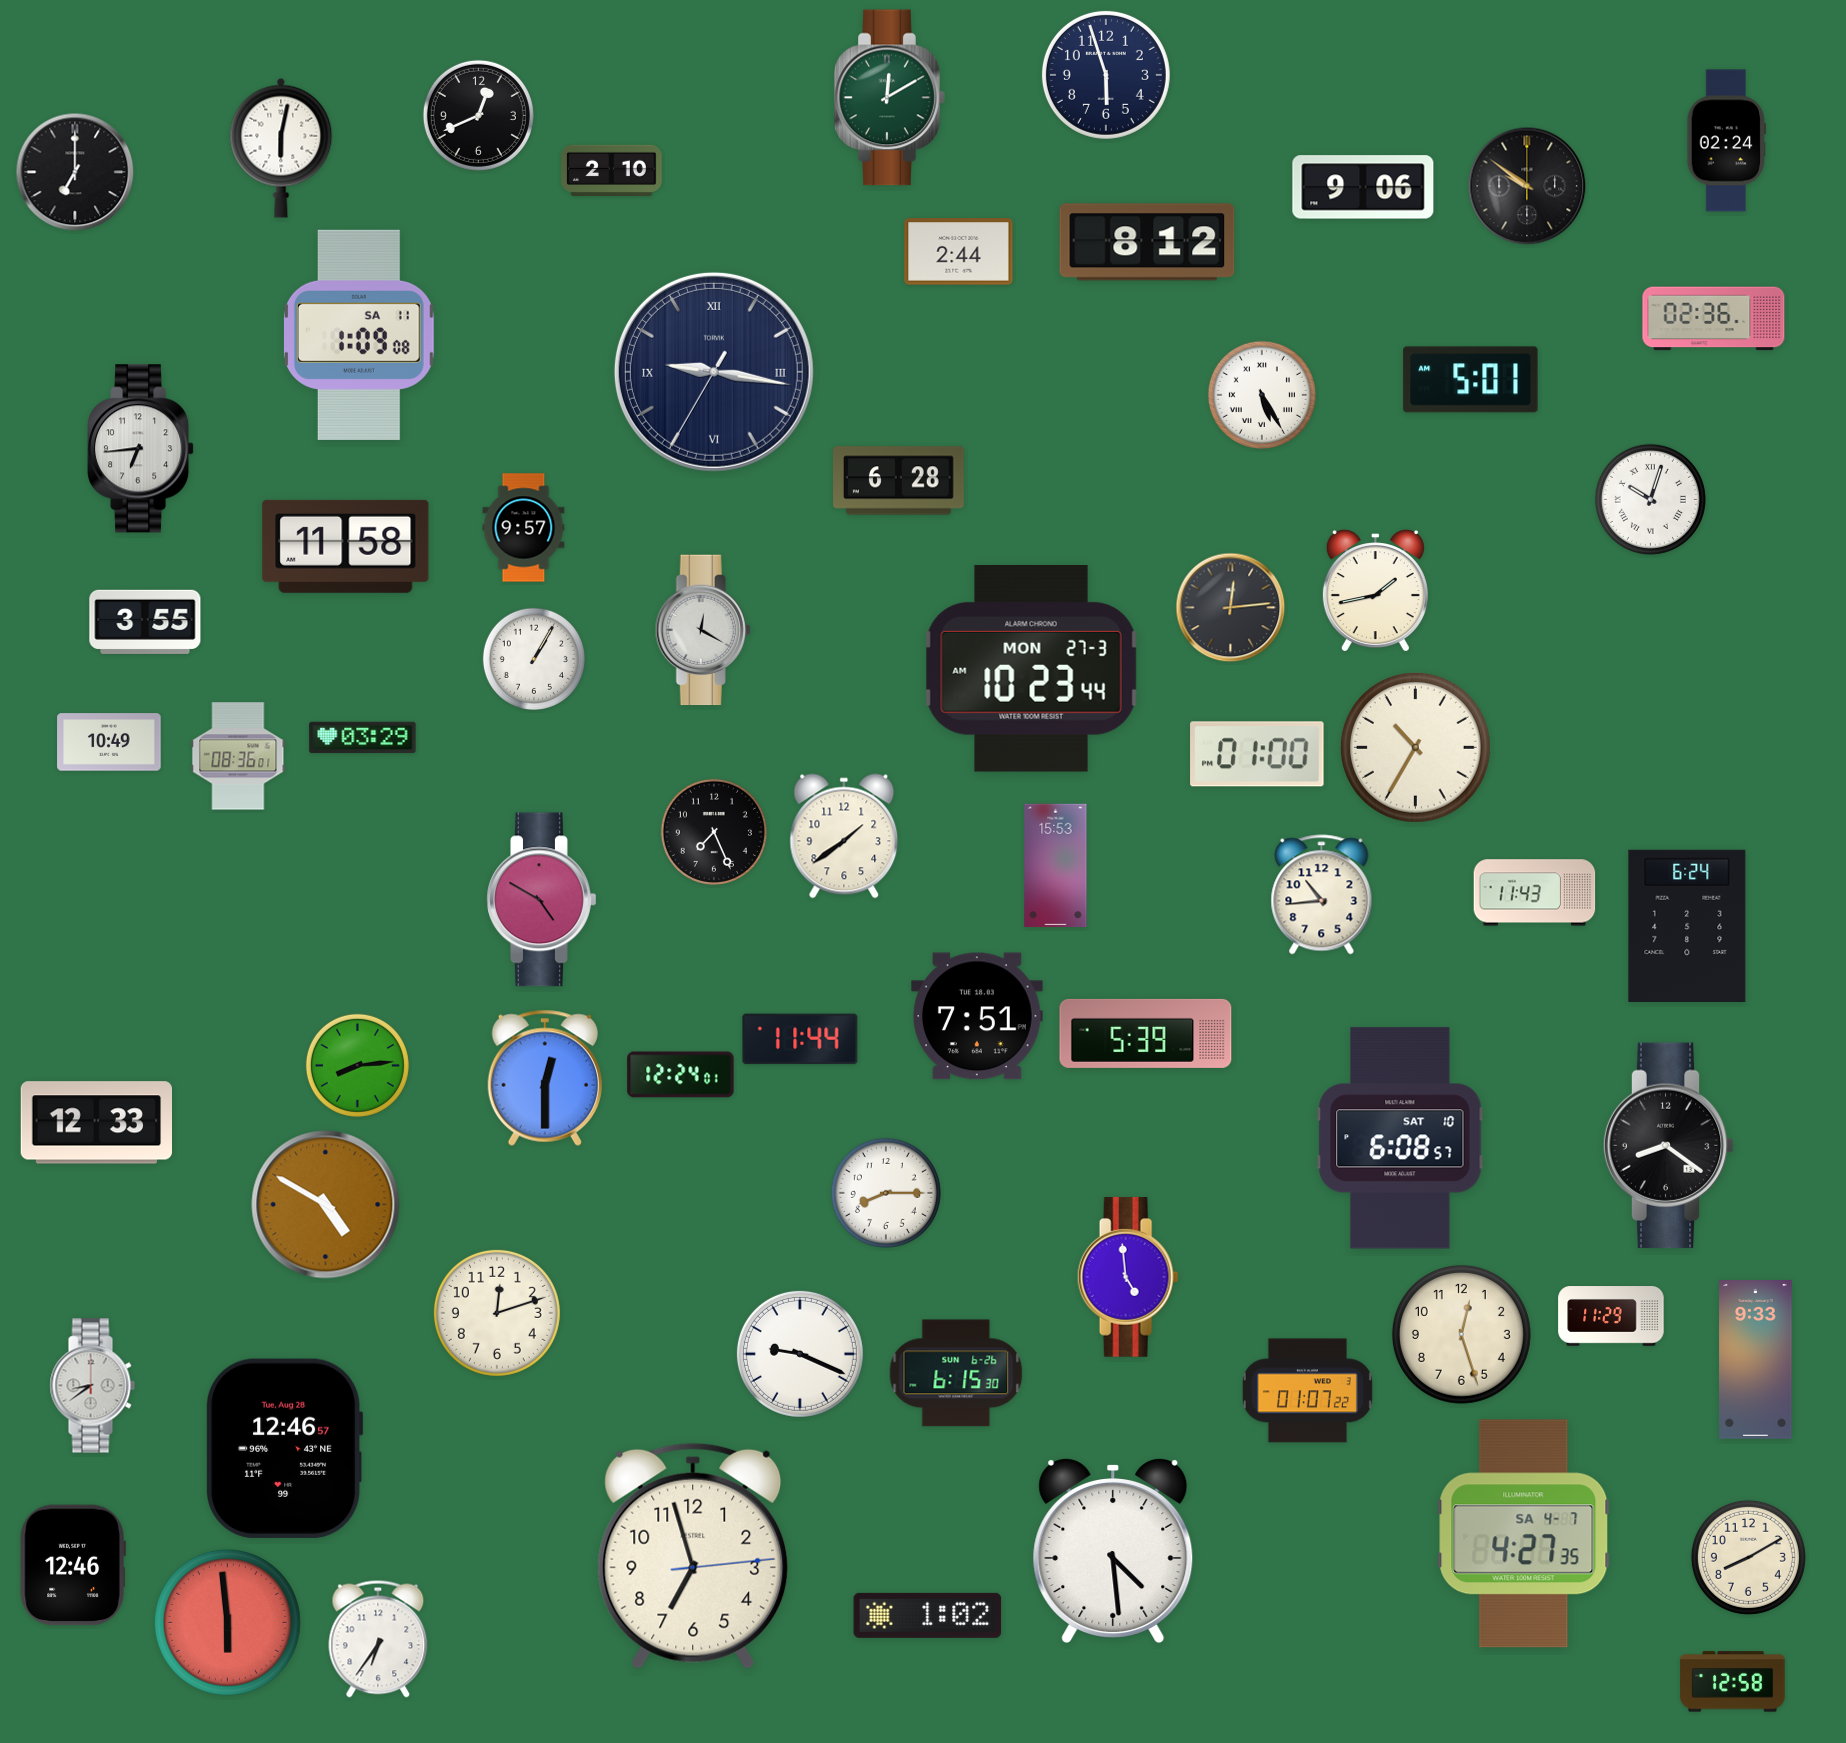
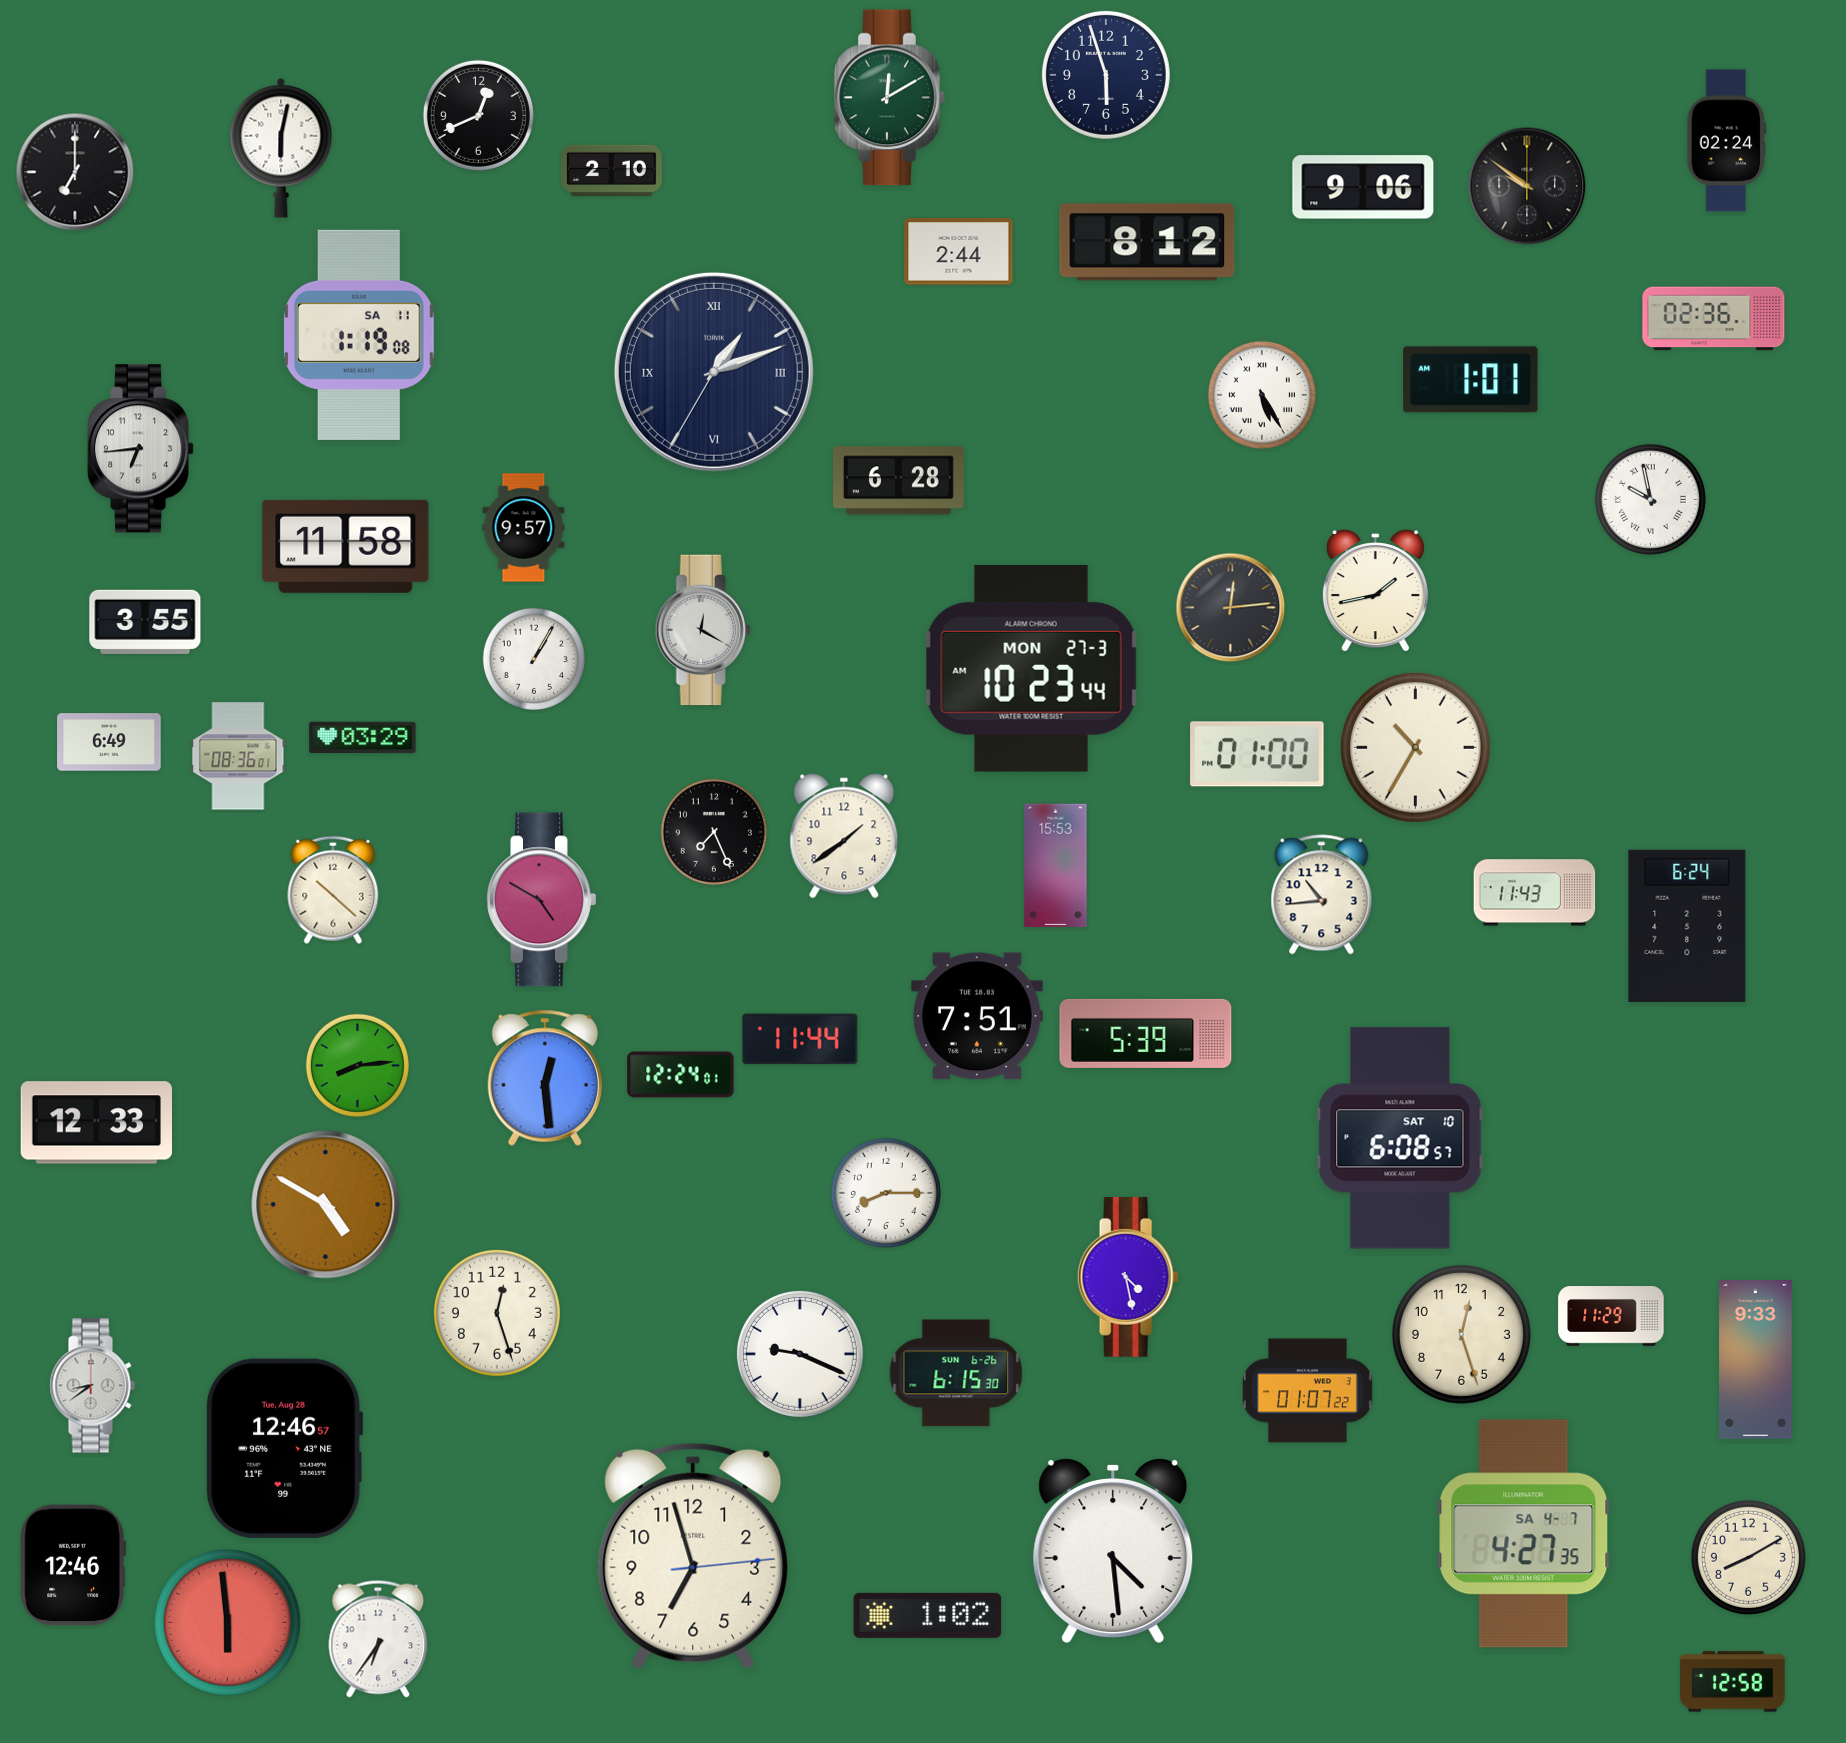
clock at (359, 335): 1:09 -> 1:19
clock at (714, 372): 9:16 -> 1:11
clock at (1471, 380): 5:01 -> 1:01
clock at (1650, 499): 10:03 -> 9:58
clock at (109, 742): 10:49 -> 6:49
clock at (333, 890): none -> 10:22
clock at (544, 1078): 12:30 -> 12:29
clock at (1668, 1146): 8:21 -> none
clock at (1128, 1278): 4:59 -> 4:28
clock at (497, 1313): 12:12 -> 12:27
